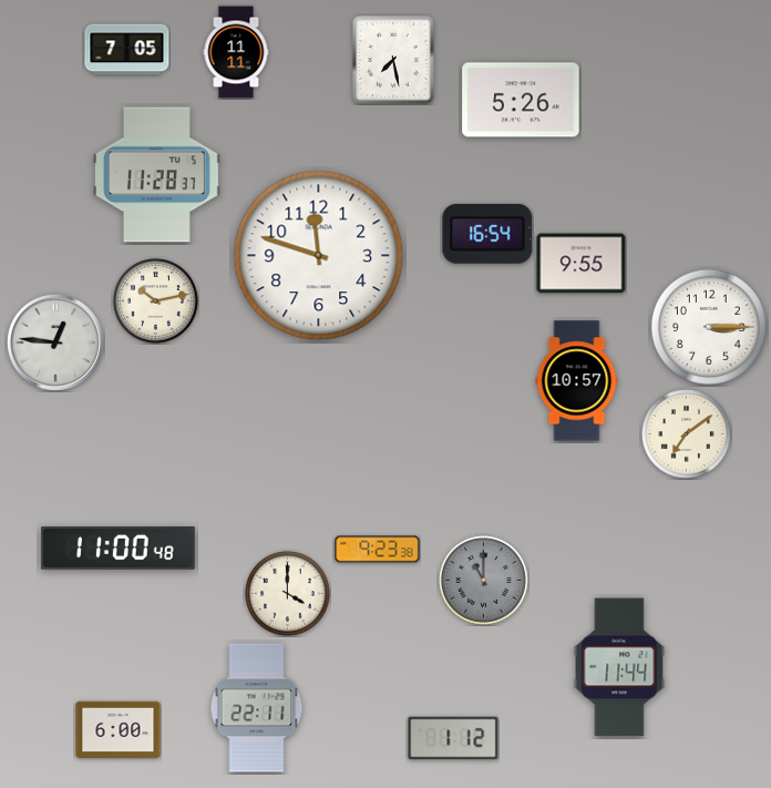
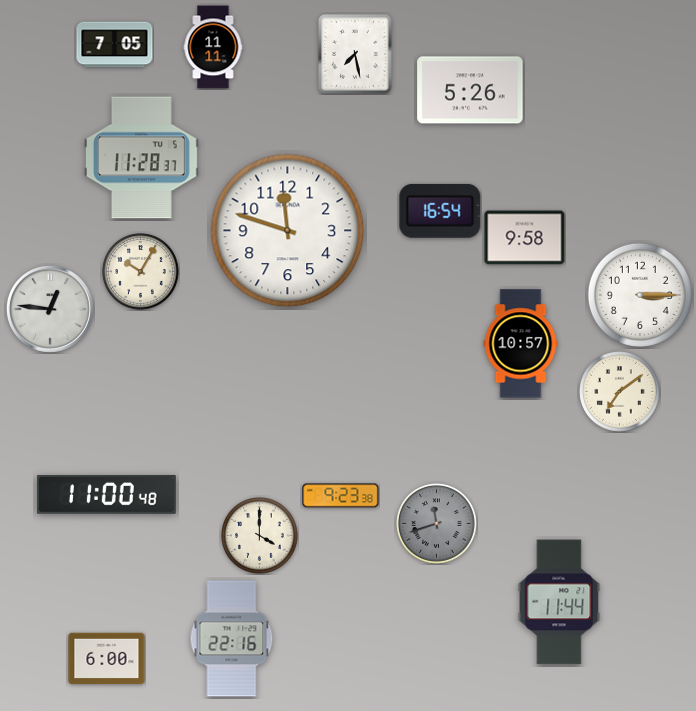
clock at (582, 264): 9:55 -> 9:58
clock at (156, 301): 10:13 -> 10:05
clock at (484, 581): 11:00 -> 11:42
clock at (257, 708): 22:11 -> 22:16
clock at (453, 738): 1:12 -> none
